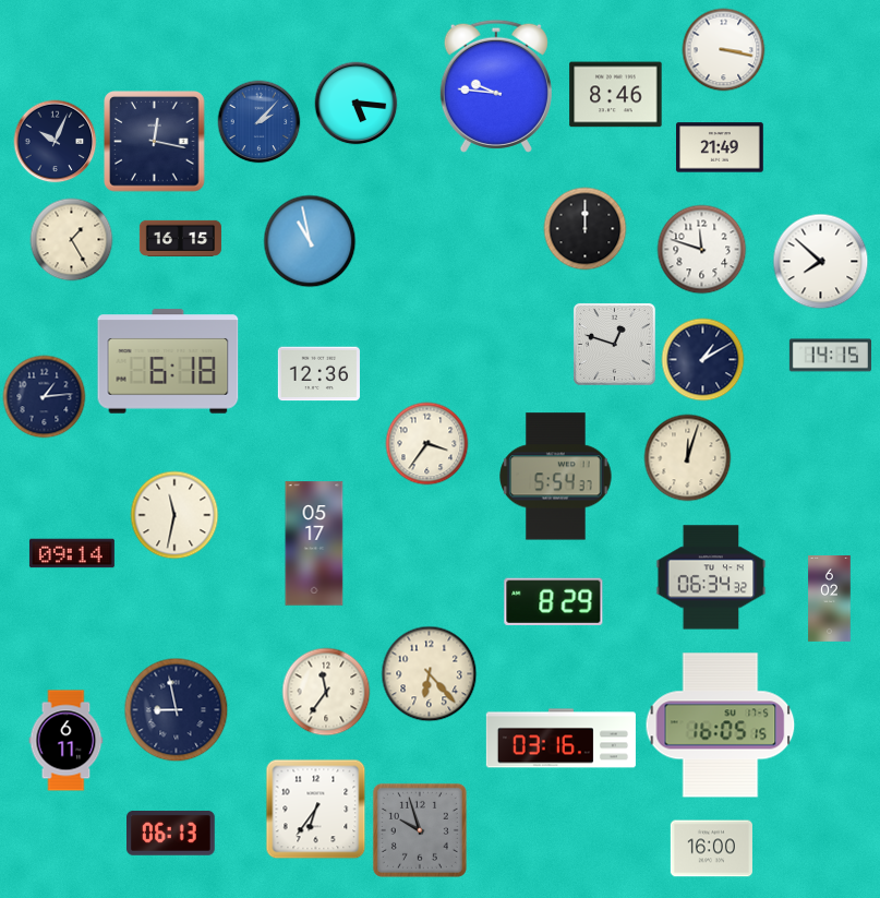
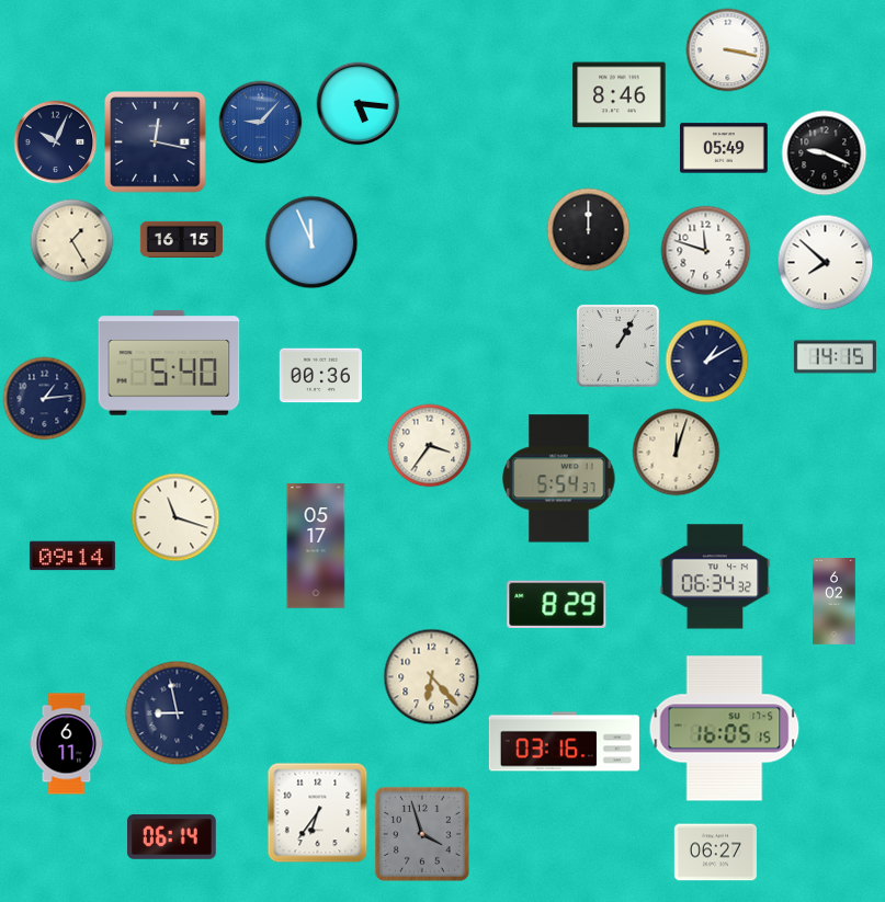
clock at (496, 86): 9:46 -> none
clock at (260, 122): 2:07 -> 9:07
clock at (721, 147): 21:49 -> 05:49
clock at (825, 153): none -> 9:19
clock at (310, 241): 10:58 -> 11:56
clock at (614, 344): 12:48 -> 1:05
clock at (168, 361): 6:18 -> 5:40
clock at (318, 374): 12:36 -> 00:36
clock at (688, 458) position: (688, 458) -> (677, 453)
clock at (174, 515): 11:32 -> 11:18
clock at (711, 577) position: (711, 577) -> (715, 576)
clock at (326, 692): 11:36 -> none
clock at (420, 830): 9:57 -> 3:57
clock at (171, 834): 06:13 -> 06:14
clock at (711, 849): 16:00 -> 06:27
